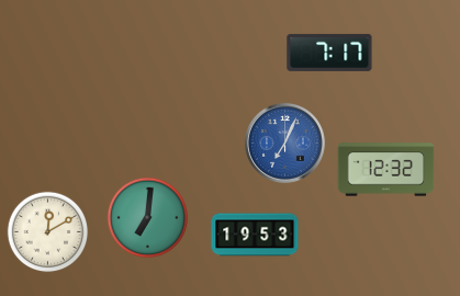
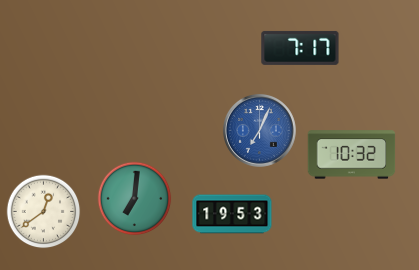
clock at (386, 170): 12:32 -> 10:32
clock at (48, 232): 12:10 -> 12:39
